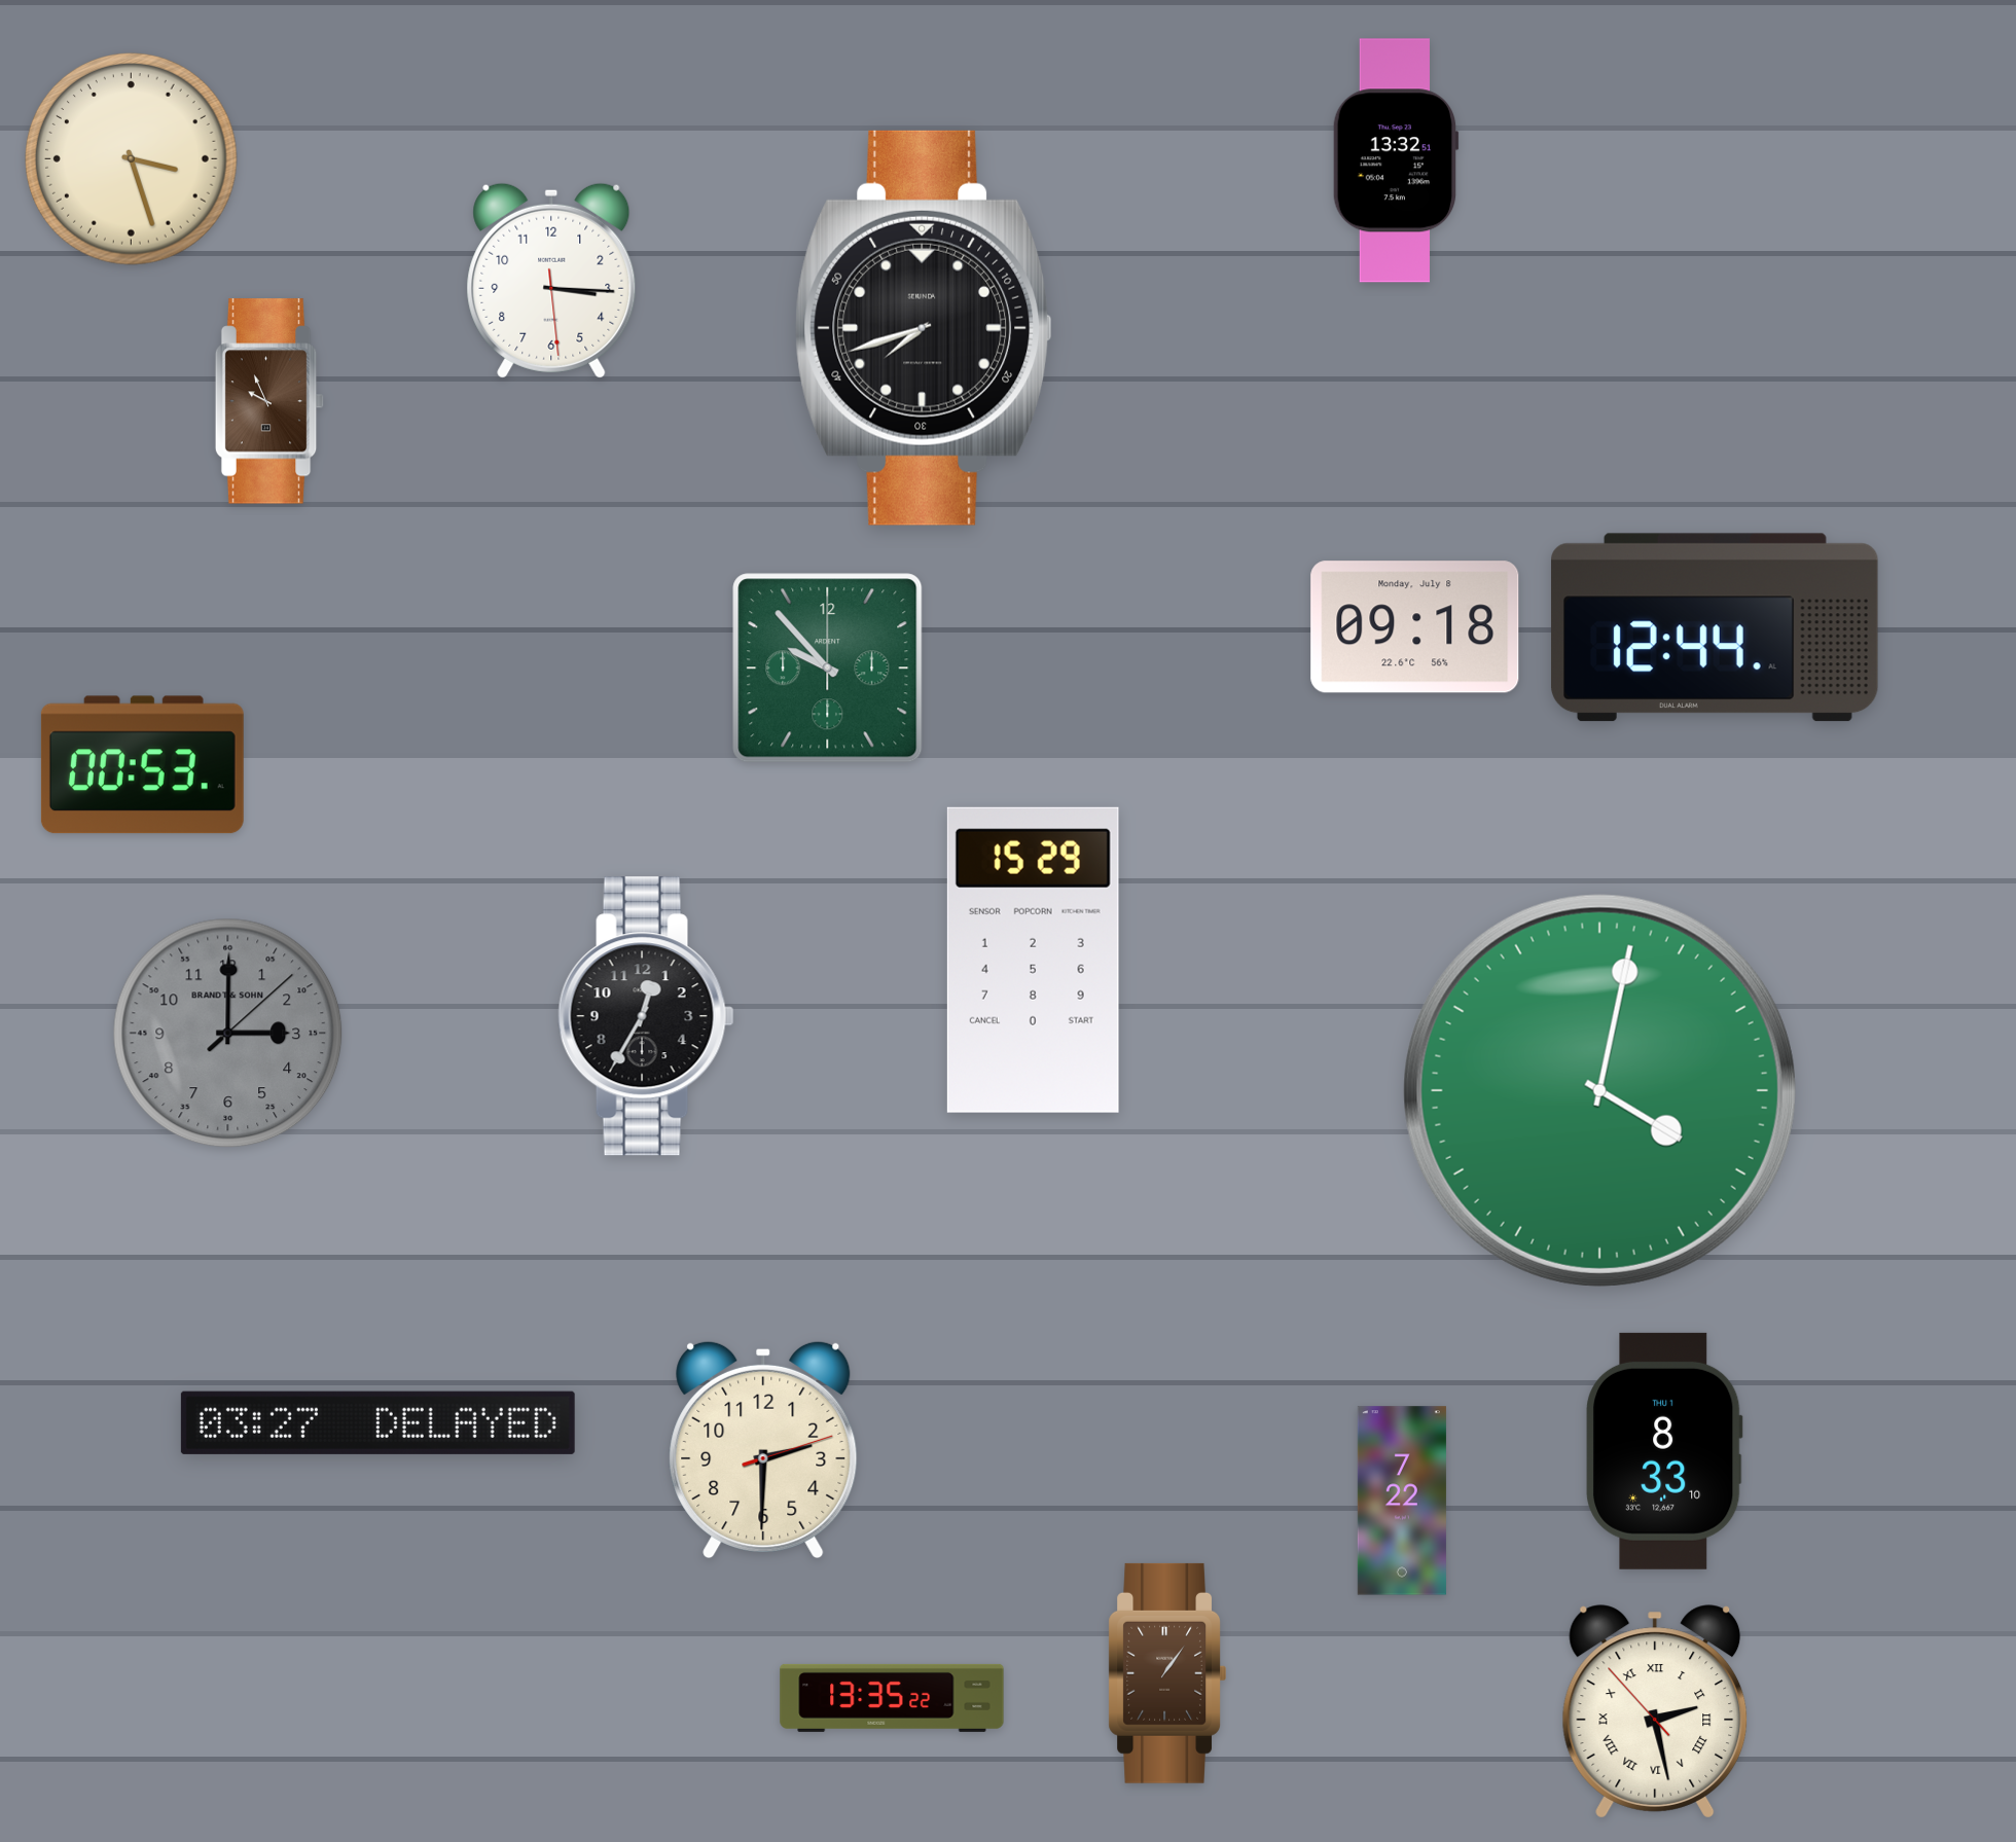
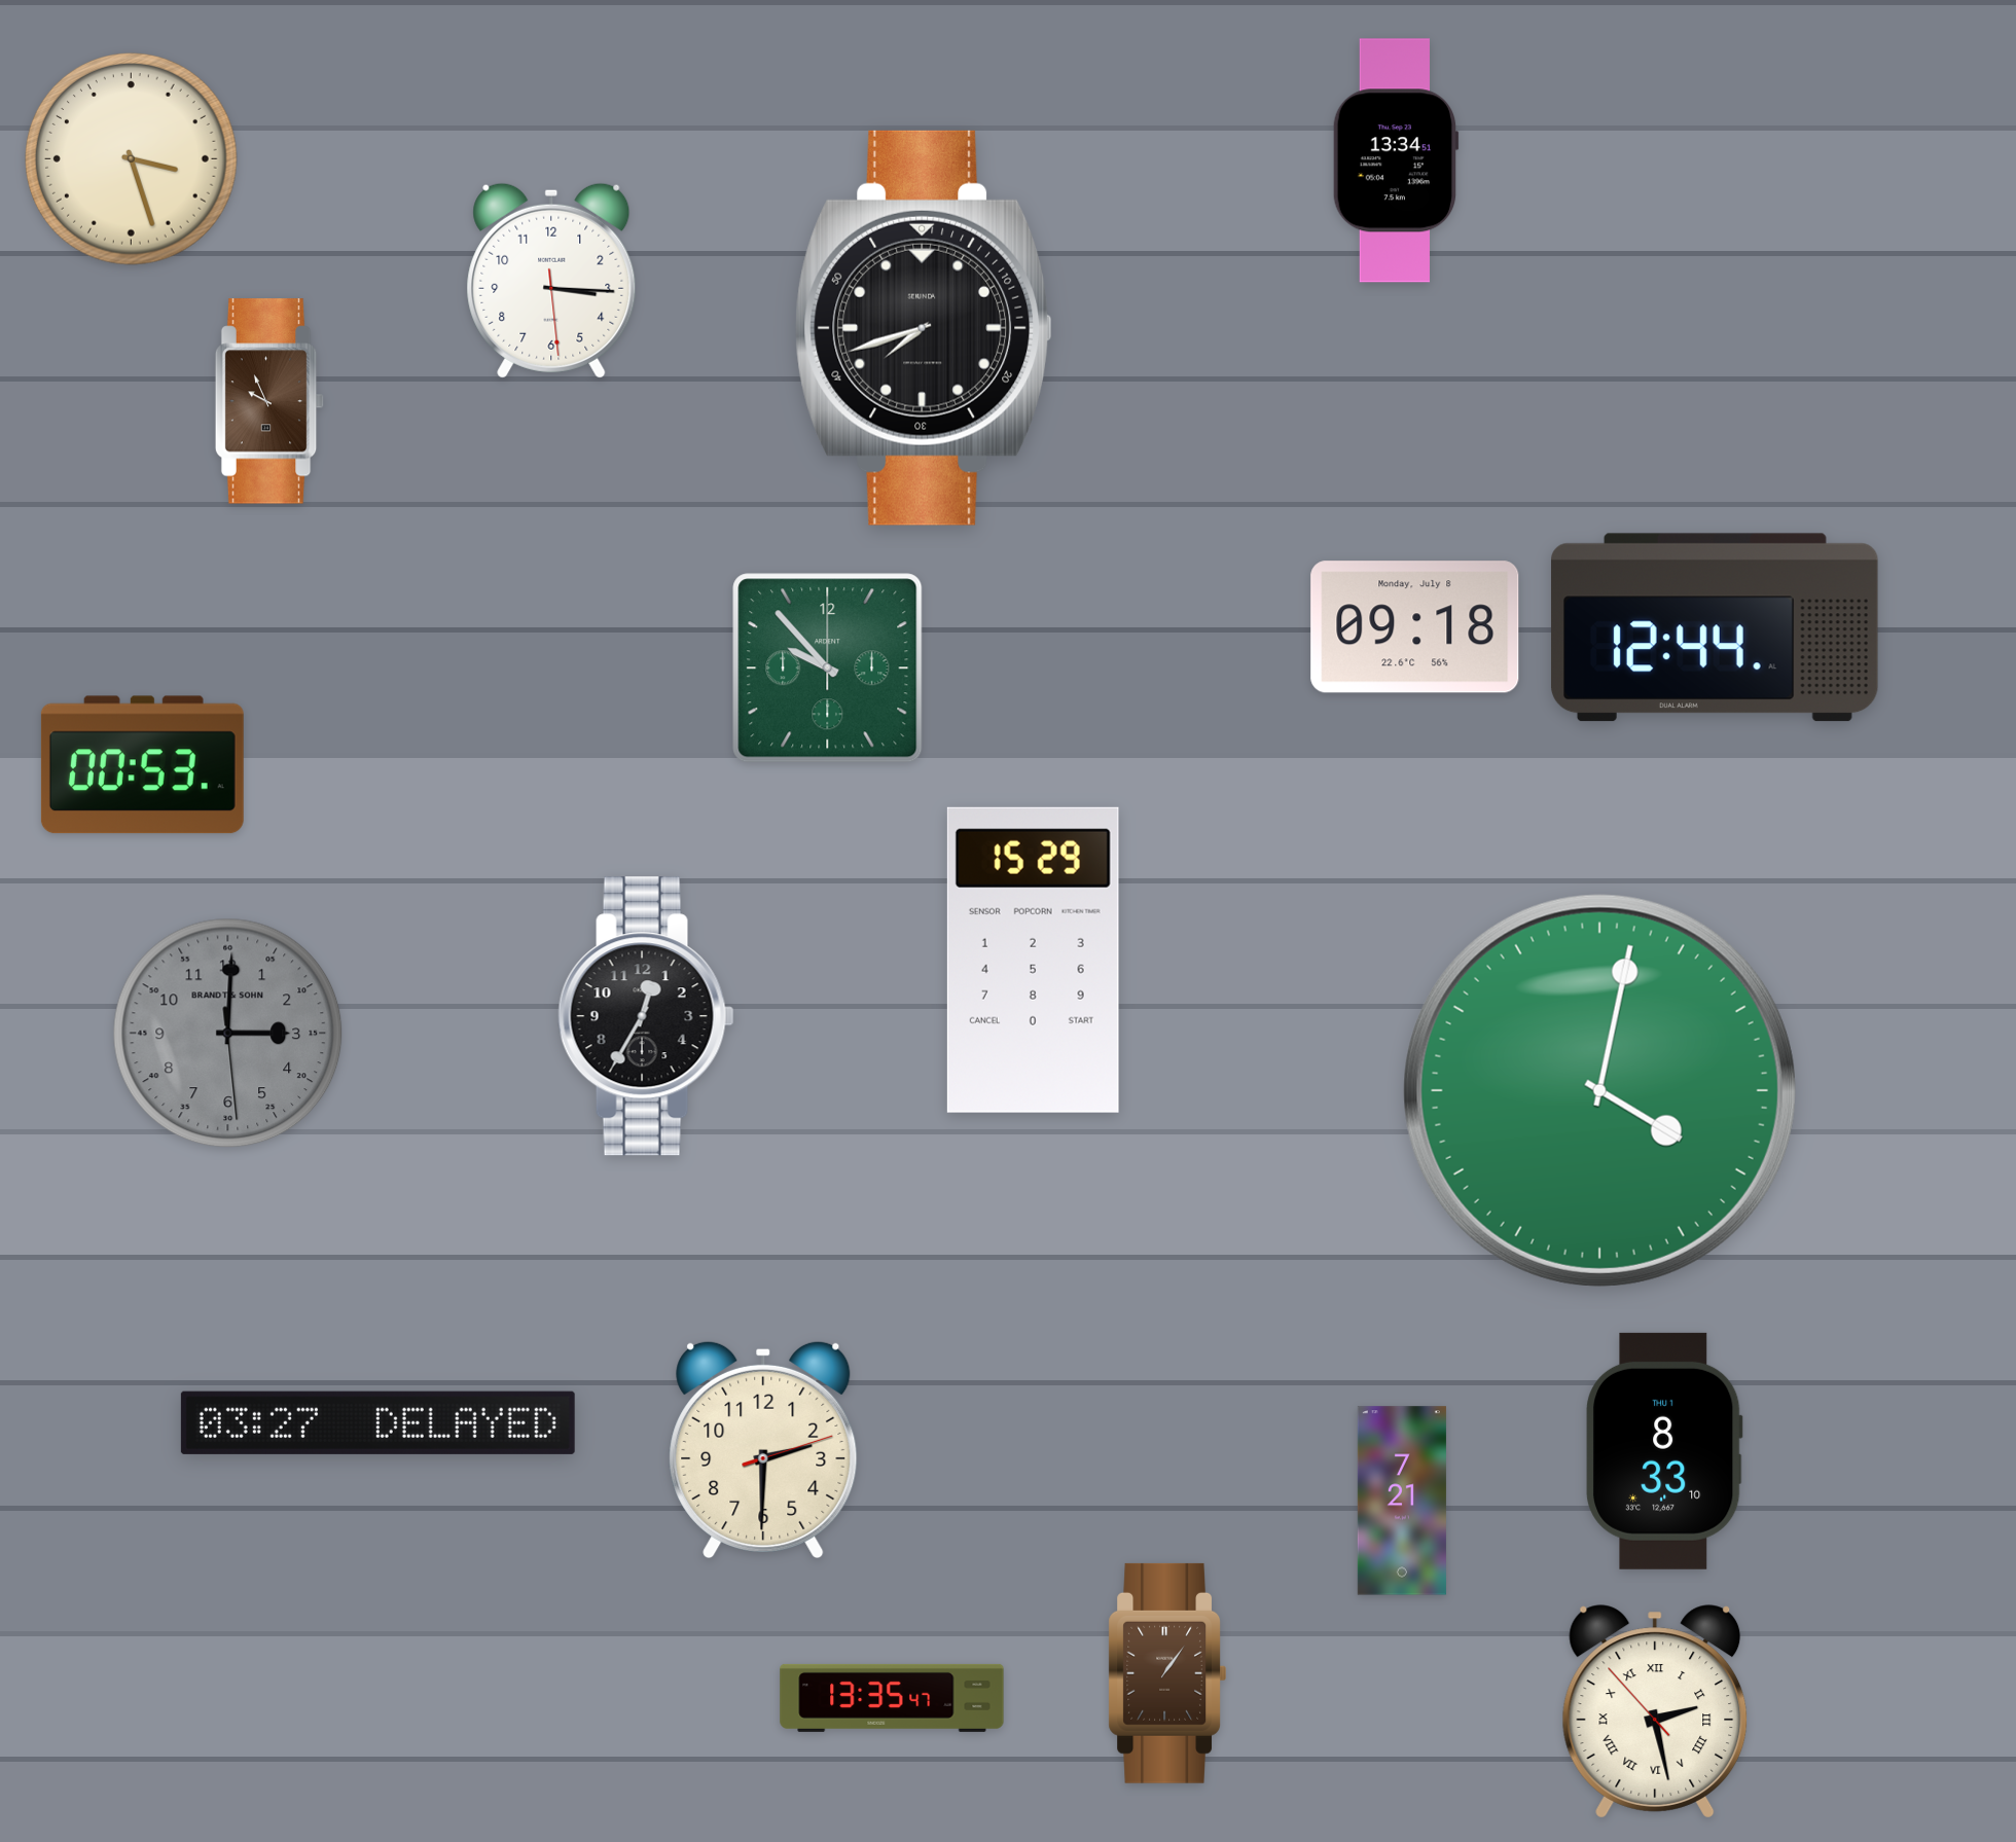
clock at (1396, 160): 13:32 -> 13:34
clock at (228, 1034): 3:00:08 -> 3:00:29
clock at (1402, 1501): 7:22 -> 7:21
clock at (892, 1698): 13:35:22 -> 13:35:47
